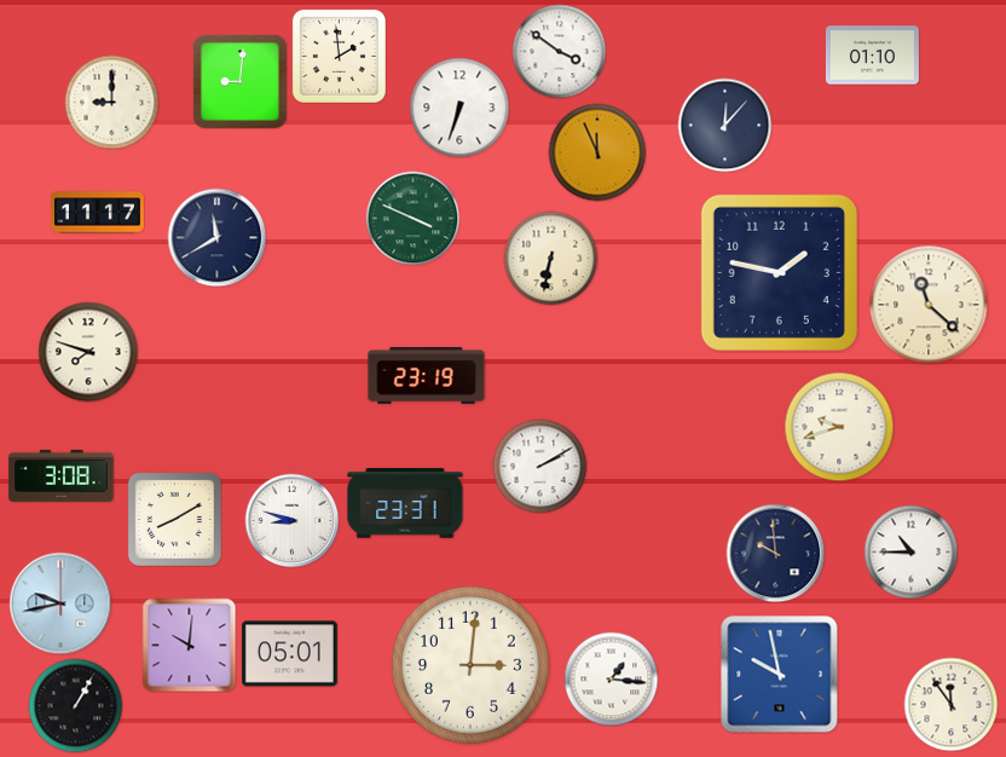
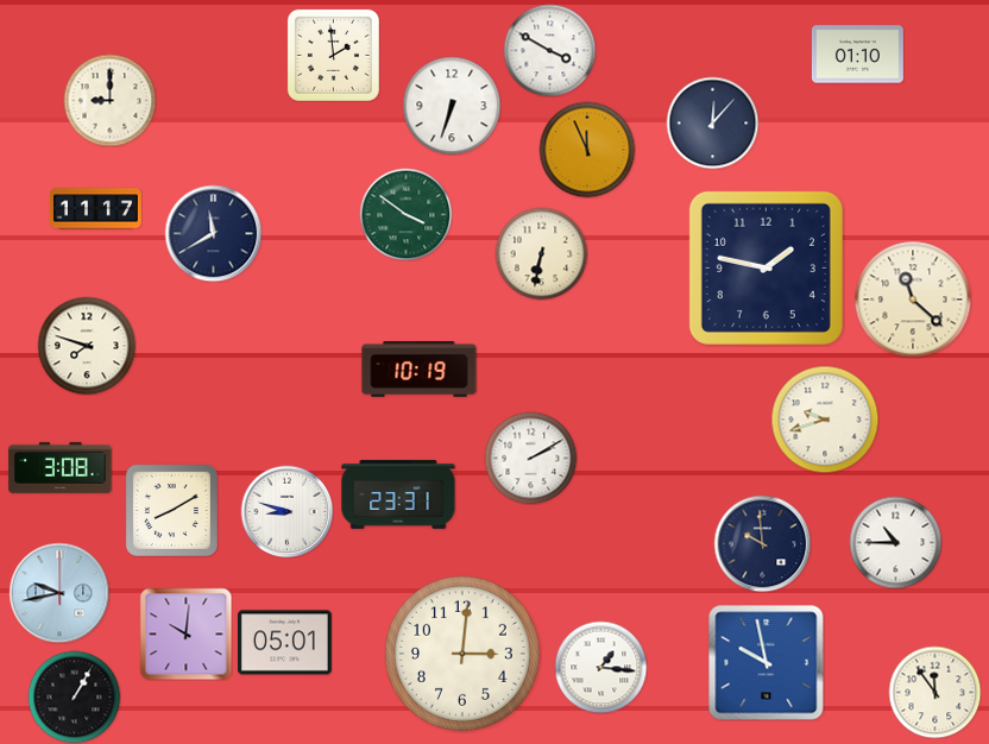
clock at (559, 51): 3:51 -> 3:50
clock at (239, 81): 9:01 -> none
clock at (412, 218): 3:49 -> 3:51
clock at (427, 376): 23:19 -> 10:19
clock at (75, 705) position: (75, 705) -> (74, 696)
